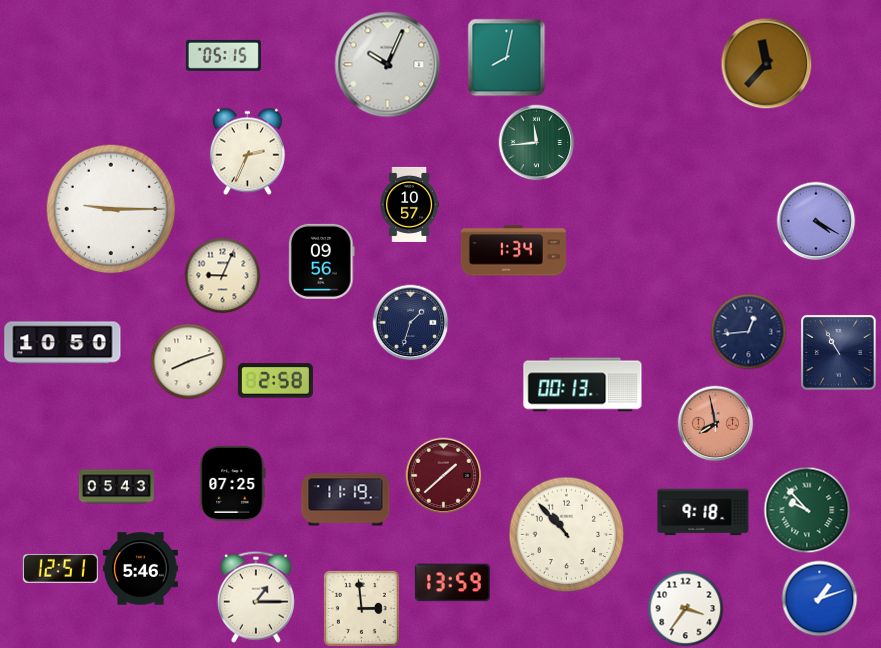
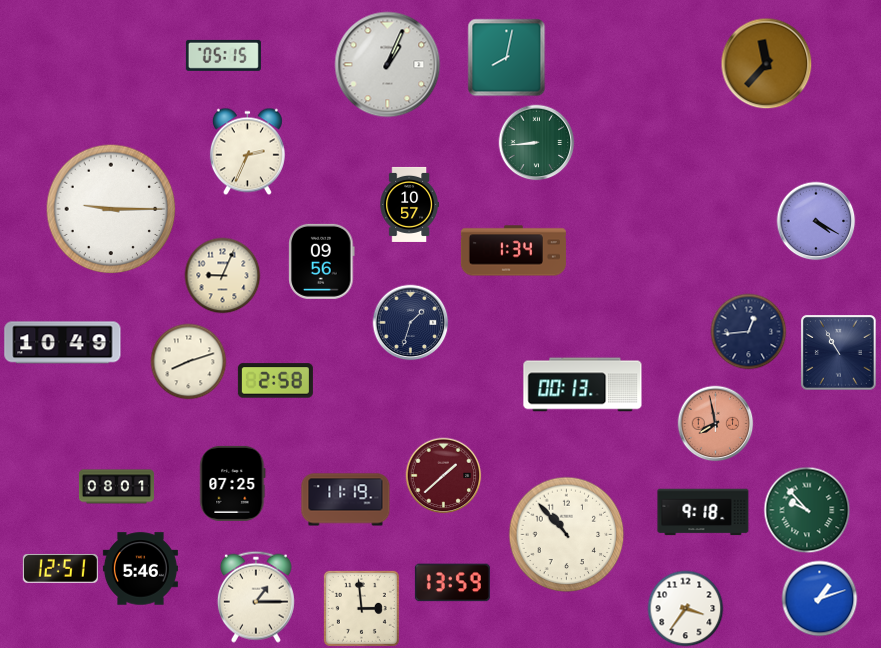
clock at (388, 65): 10:04 -> 1:04
clock at (537, 143): 11:44 -> 8:44
clock at (63, 343): 10:50 -> 10:49
clock at (116, 487): 05:43 -> 08:01
